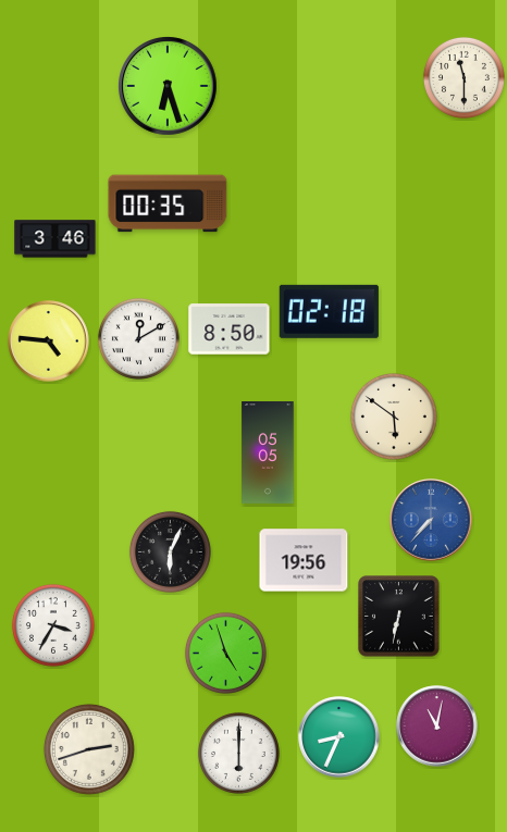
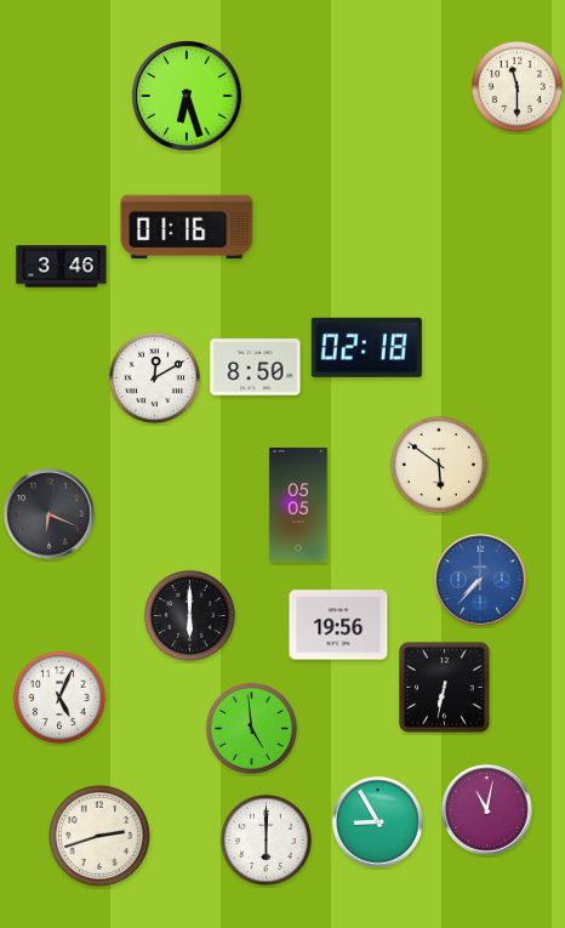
clock at (168, 203): 00:35 -> 01:16
clock at (49, 342): 4:46 -> none
clock at (50, 514): none -> 6:19
clock at (170, 551): 6:04 -> 6:00
clock at (53, 625): 3:35 -> 5:04
clock at (225, 653): 4:57 -> 4:59
clock at (339, 737): 8:34 -> 8:55
